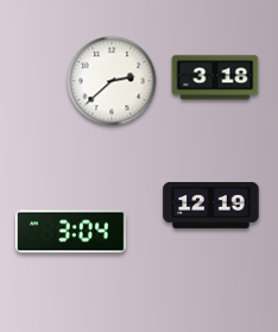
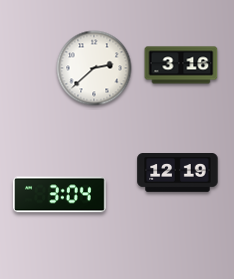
clock at (215, 77): 3:18 -> 3:16
